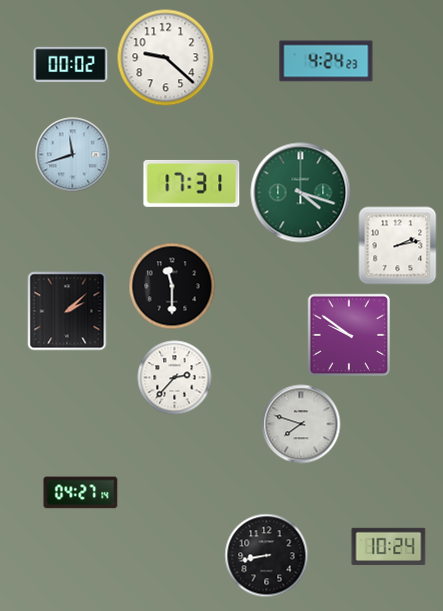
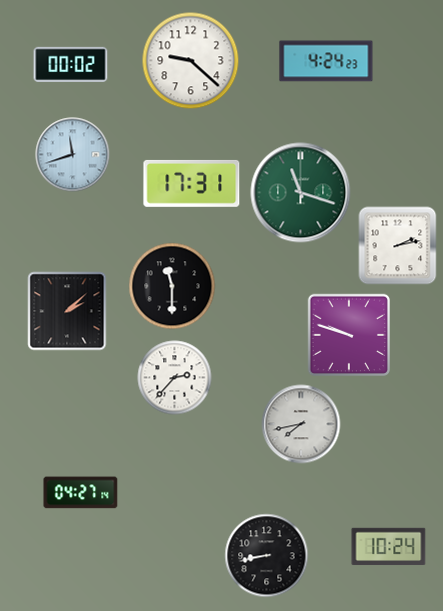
clock at (166, 58) position: (166, 58) -> (191, 61)
clock at (301, 193): 4:18 -> 11:18
clock at (349, 335): 9:51 -> 9:48
clock at (301, 424): 7:48 -> 7:43
